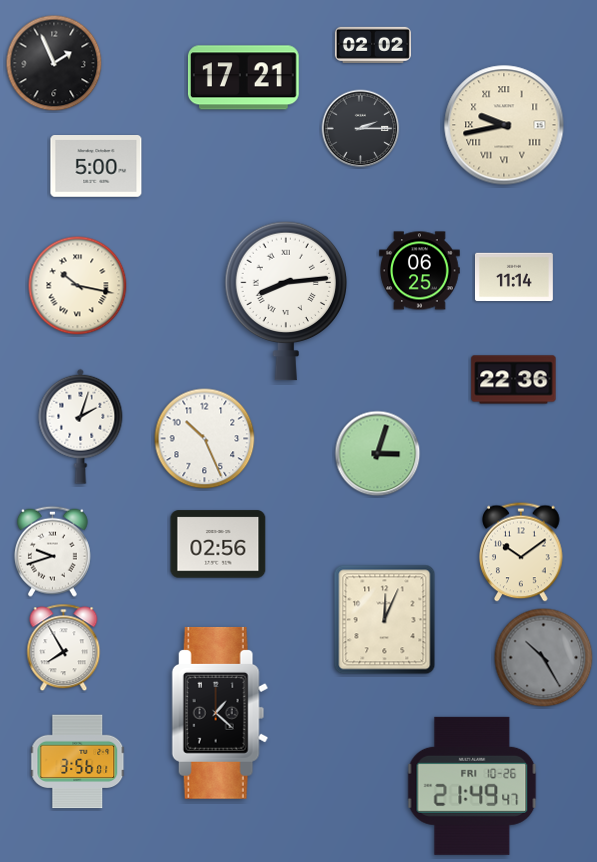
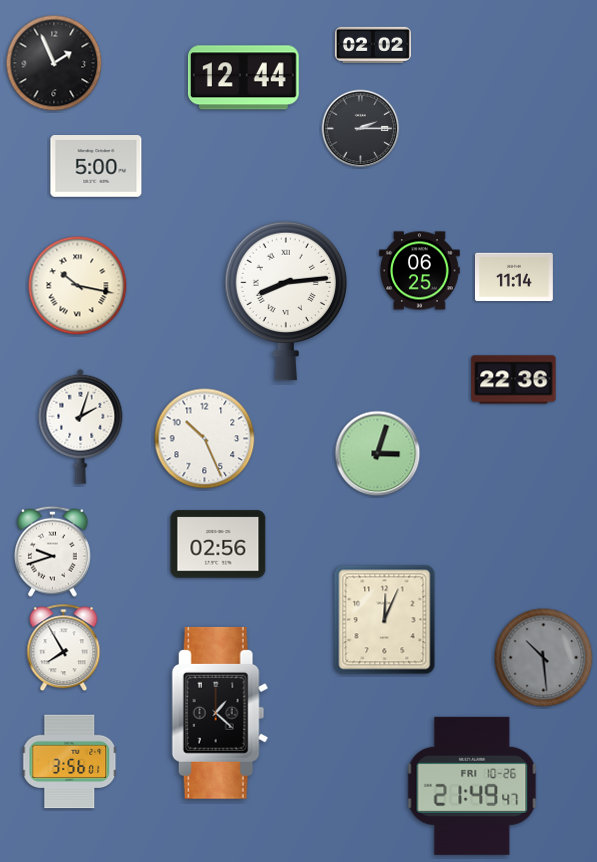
clock at (243, 78): 17:21 -> 12:44
clock at (504, 125): 9:43 -> none
clock at (521, 552): 10:09 -> none
clock at (544, 658): 10:25 -> 10:29
clock at (78, 762) position: (78, 762) -> (70, 762)
